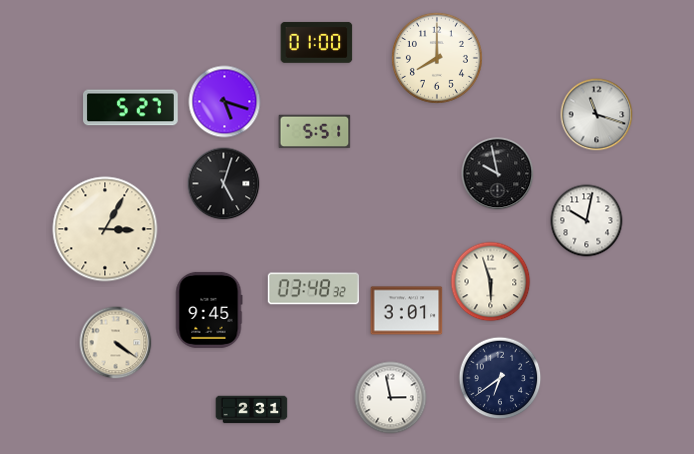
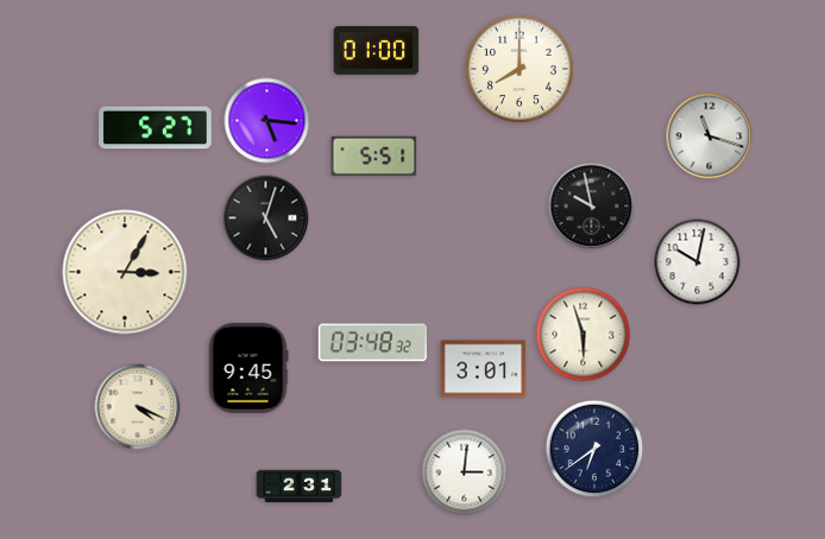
clock at (225, 102): 5:18 -> 5:16
clock at (116, 343): 4:21 -> 4:19
clock at (391, 398): 2:58 -> 3:01
